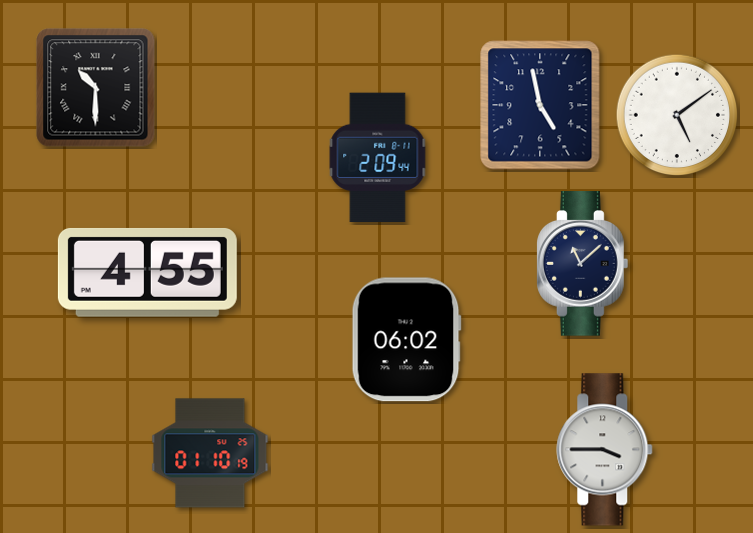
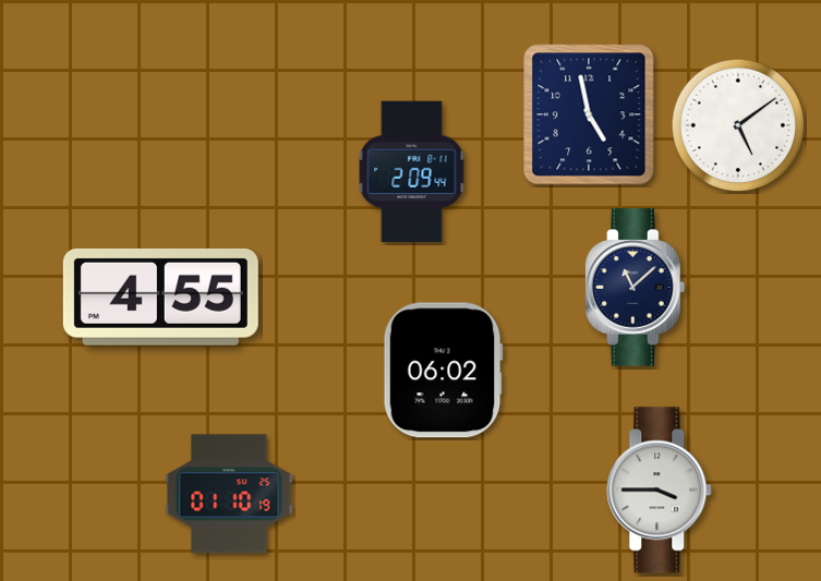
clock at (96, 88): 10:30 -> none
